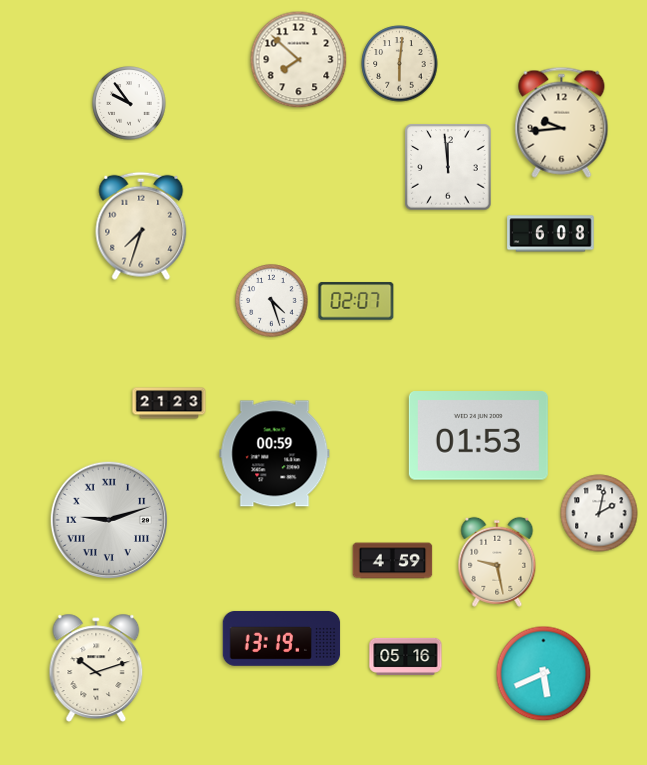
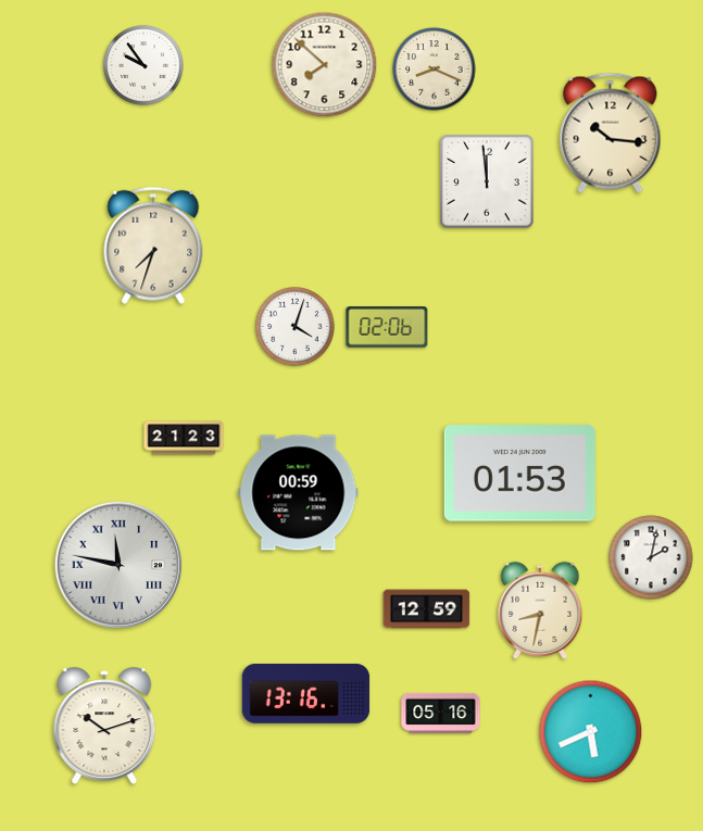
clock at (400, 64): 6:01 -> 8:19
clock at (129, 103) position: (129, 103) -> (143, 65)
clock at (562, 122): 9:44 -> 10:16
clock at (551, 234): 6:08 -> none
clock at (272, 301): 4:27 -> 4:03
clock at (356, 301): 02:07 -> 02:06
clock at (108, 519): 9:12 -> 11:47
clock at (393, 561): 4:59 -> 12:59
clock at (497, 562): 9:28 -> 8:32
clock at (282, 638): 13:19 -> 13:16
